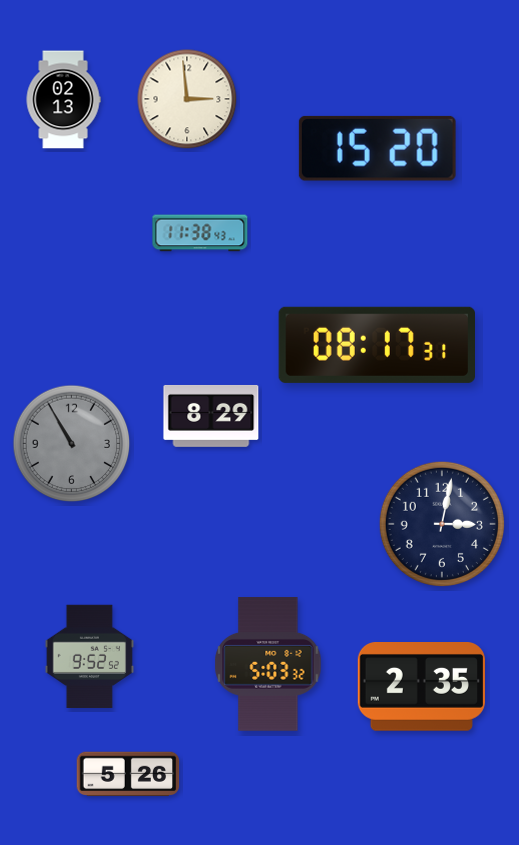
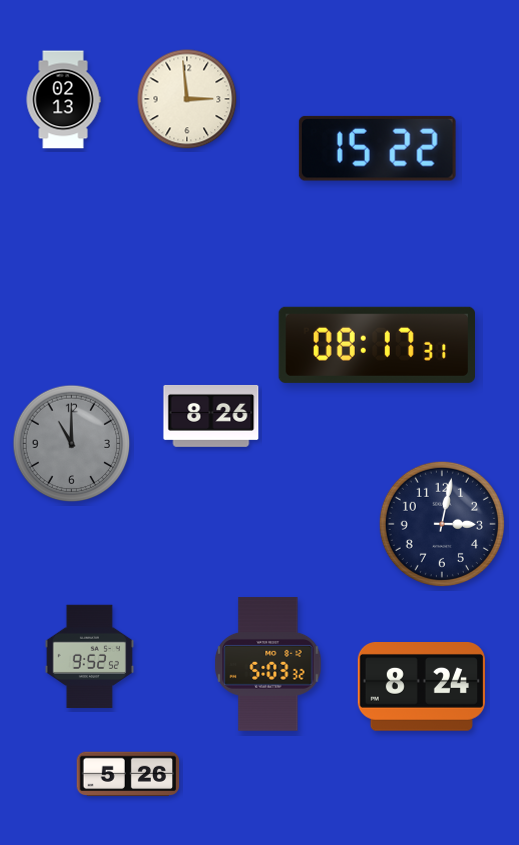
clock at (377, 148): 15:20 -> 15:22
clock at (200, 233): 11:38 -> none
clock at (211, 416): 8:29 -> 8:26
clock at (72, 444): 10:55 -> 11:00
clock at (421, 687): 2:35 -> 8:24
